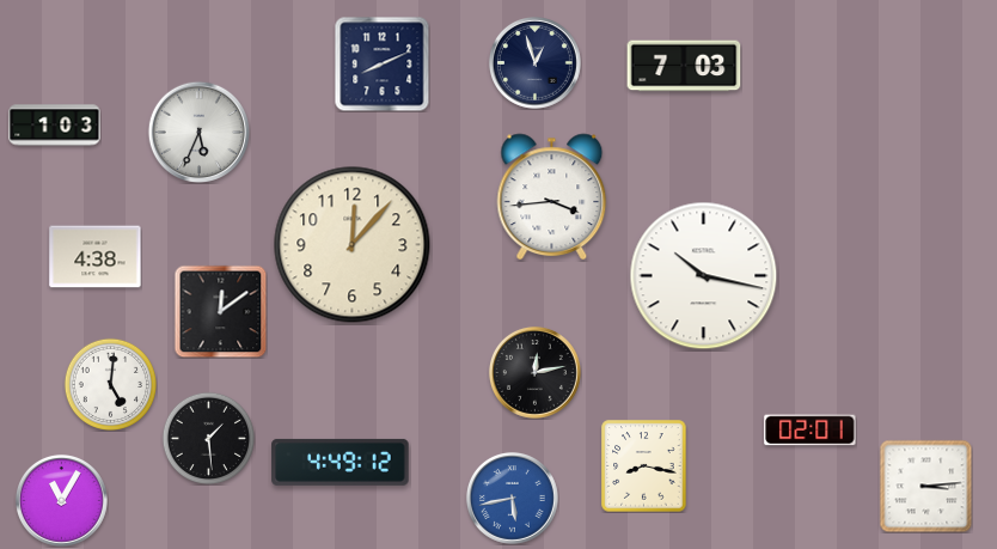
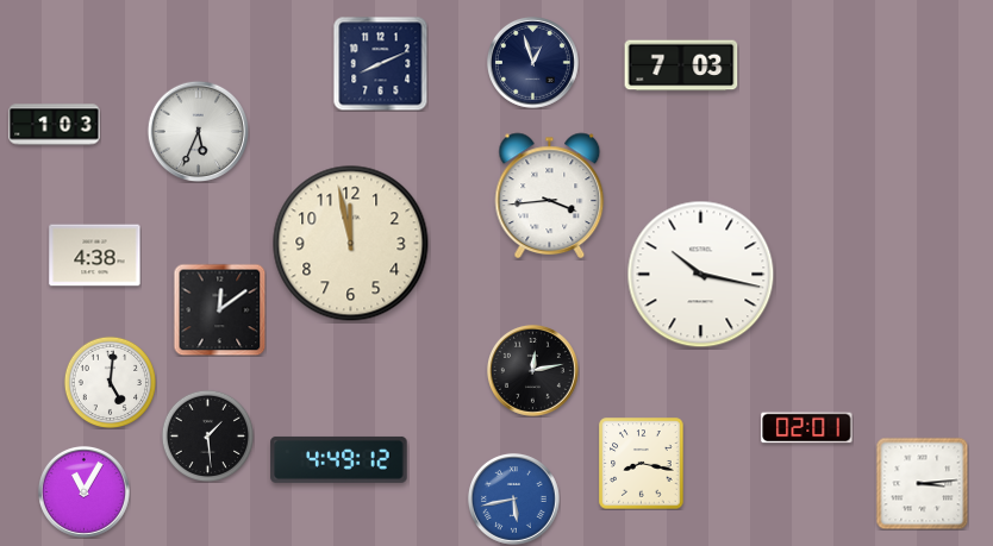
clock at (353, 245): 12:07 -> 11:58
clock at (512, 498) position: (512, 498) -> (513, 498)
clock at (61, 500) position: (61, 500) -> (83, 491)
